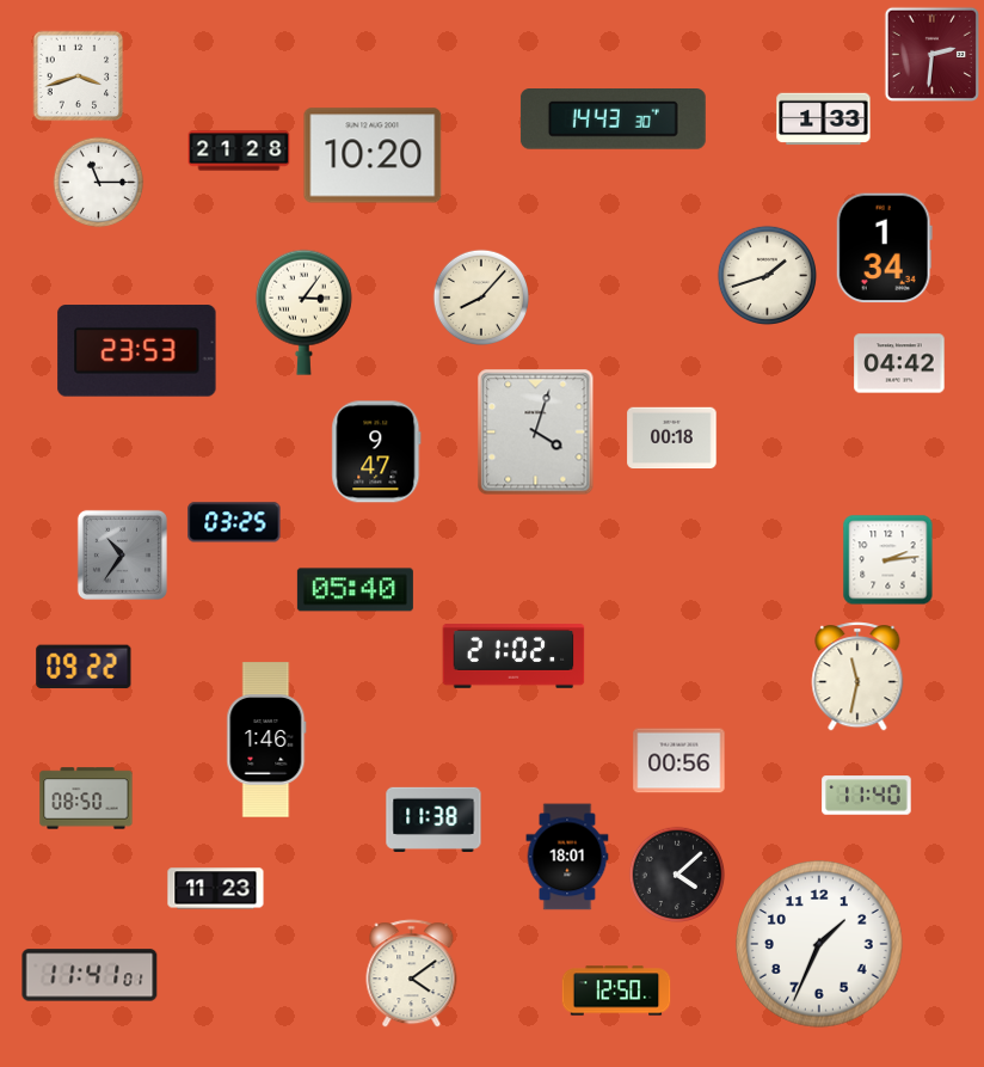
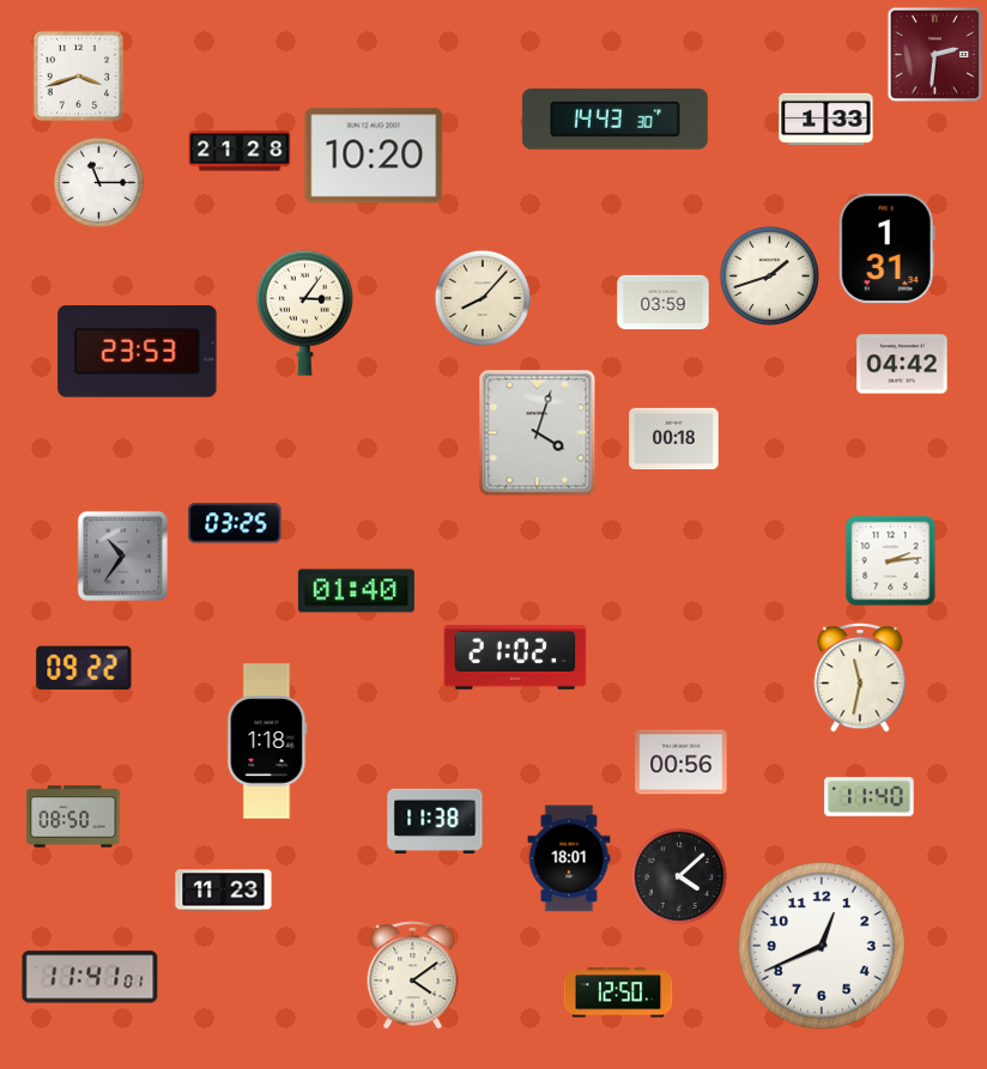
clock at (884, 249): 1:34 -> 1:31
clock at (664, 303): none -> 03:59
clock at (376, 452): 9:47 -> none
clock at (355, 590): 05:40 -> 01:40
clock at (266, 740): 1:46 -> 1:18
clock at (86, 798) position: (86, 798) -> (73, 816)
clock at (216, 889) position: (216, 889) -> (224, 891)
clock at (819, 944): 1:34 -> 12:41
